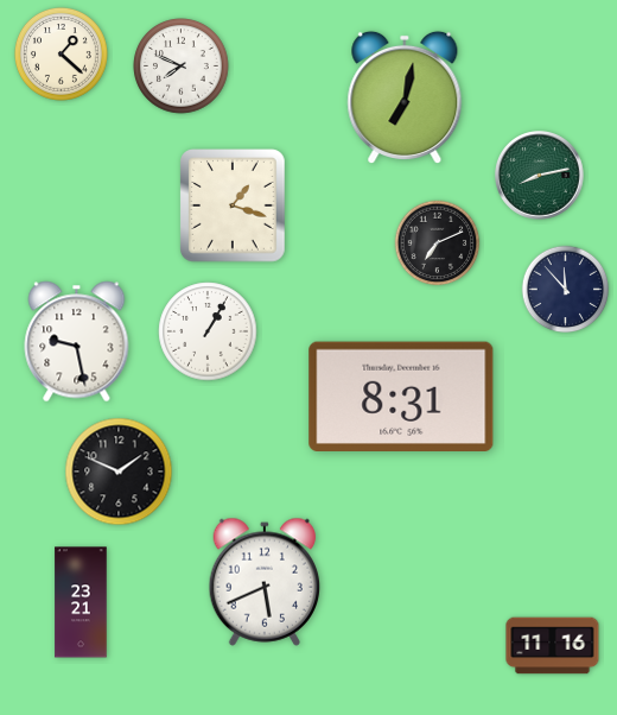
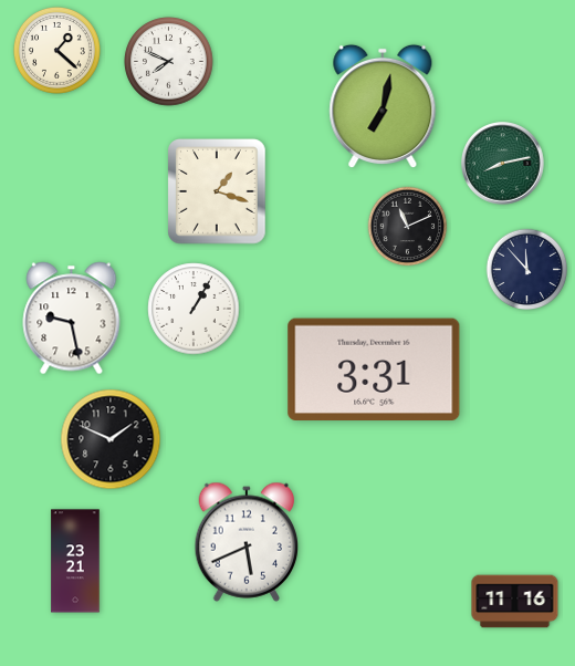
clock at (405, 97) position: (405, 97) -> (383, 106)
clock at (438, 243): 7:11 -> 11:11
clock at (401, 396): 8:31 -> 3:31
